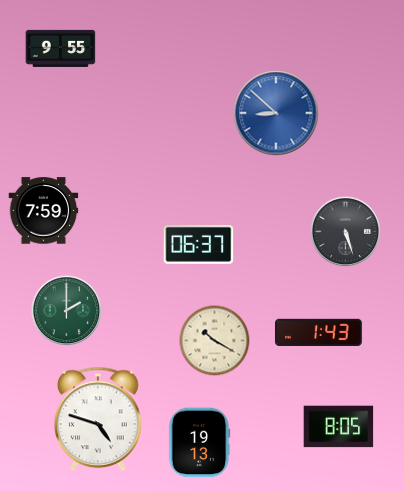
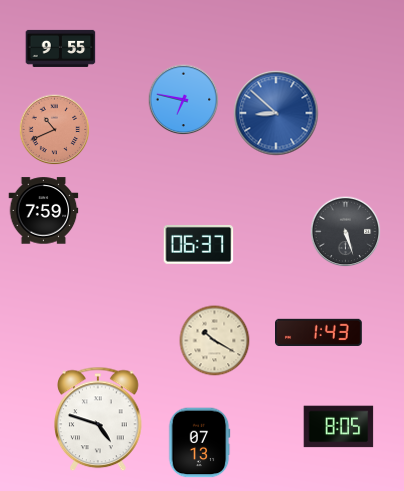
clock at (184, 100): none -> 6:47
clock at (55, 130): none -> 10:41
clock at (67, 311): 2:00 -> none
clock at (199, 443): 19:13 -> 07:13
